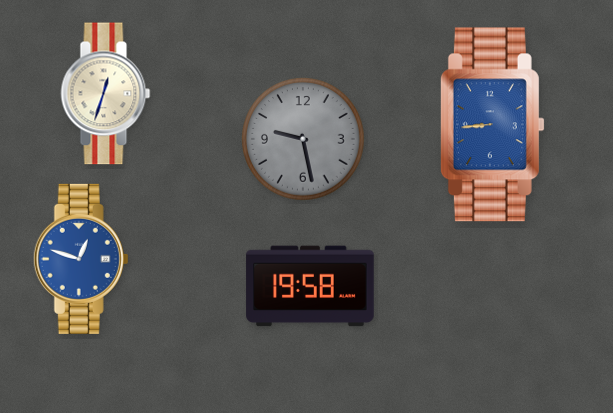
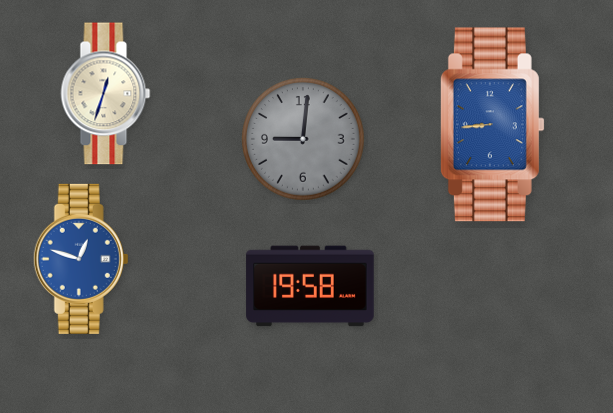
clock at (303, 139): 9:28 -> 9:01
